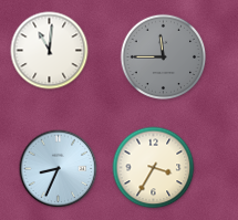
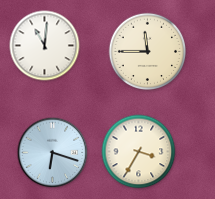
clock at (164, 57) dial: grey -> cream
clock at (59, 169): 8:34 -> 6:18
